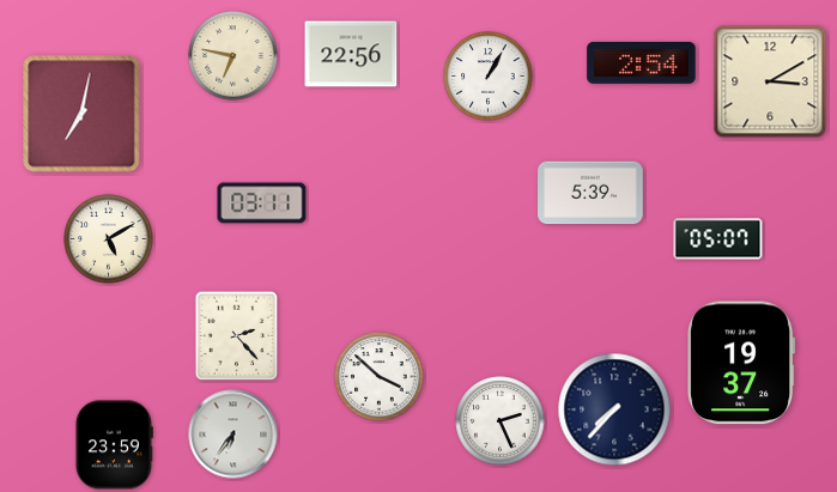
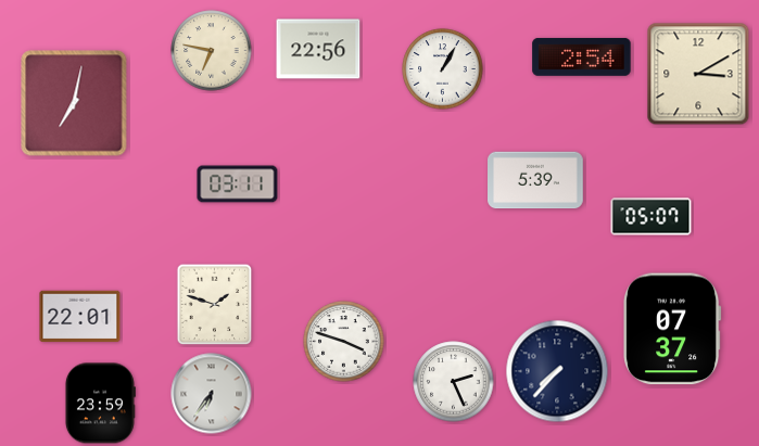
clock at (590, 193) position: (590, 193) -> (535, 180)
clock at (109, 239): 5:10 -> none
clock at (237, 336): 2:23 -> 1:48
clock at (80, 317): none -> 22:01
clock at (742, 363): 19:37 -> 07:37
clock at (380, 377): 3:52 -> 3:48
clock at (114, 445) position: (114, 445) -> (100, 404)
